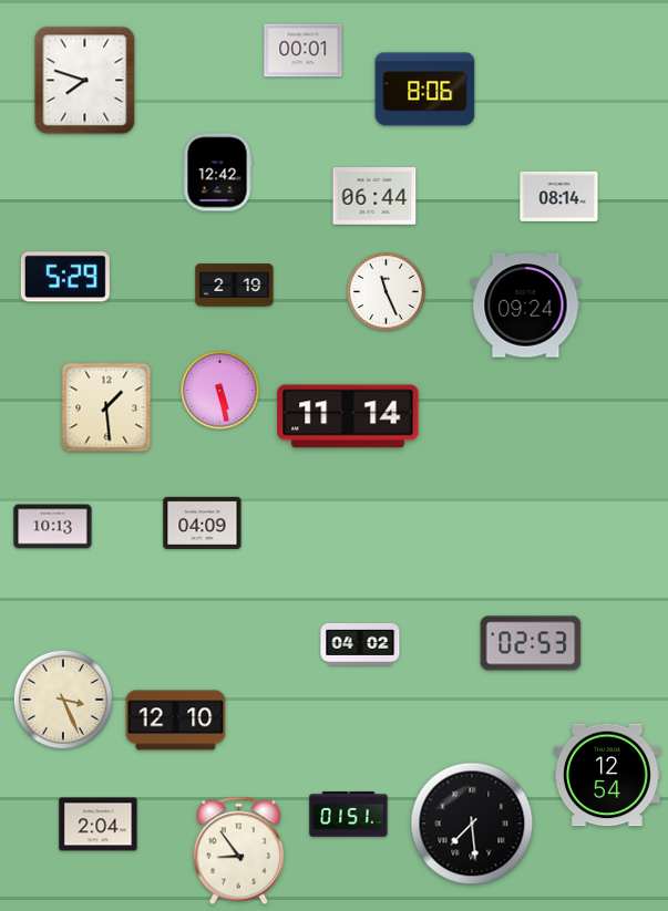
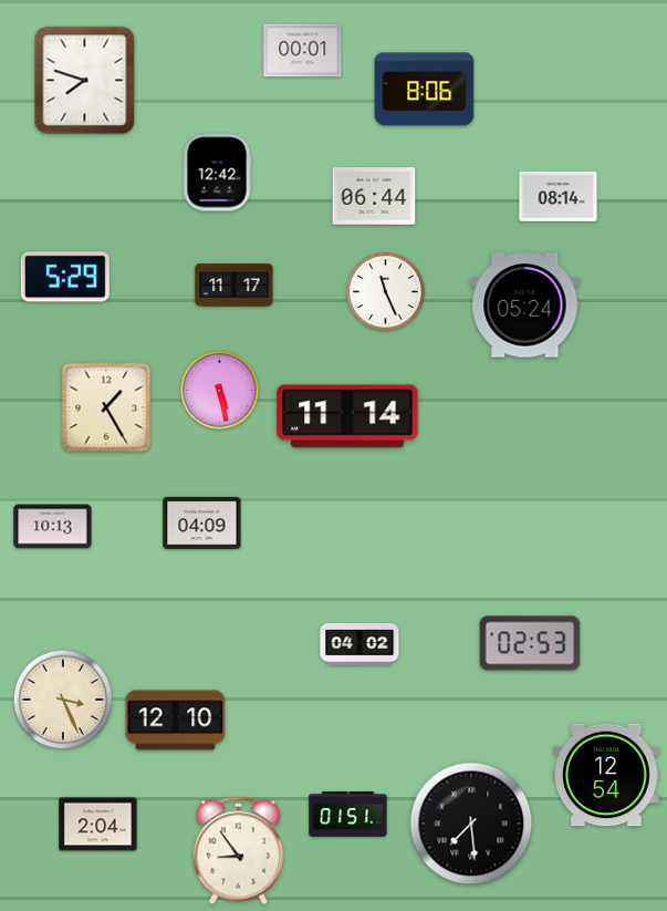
clock at (235, 286): 2:19 -> 11:17
clock at (526, 306): 09:24 -> 05:24
clock at (106, 407): 1:29 -> 1:25
